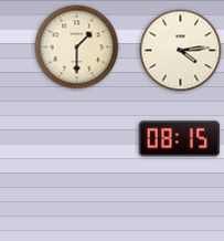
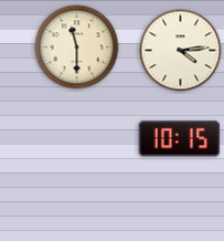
clock at (77, 48): 1:30 -> 11:30
clock at (180, 139): 08:15 -> 10:15
